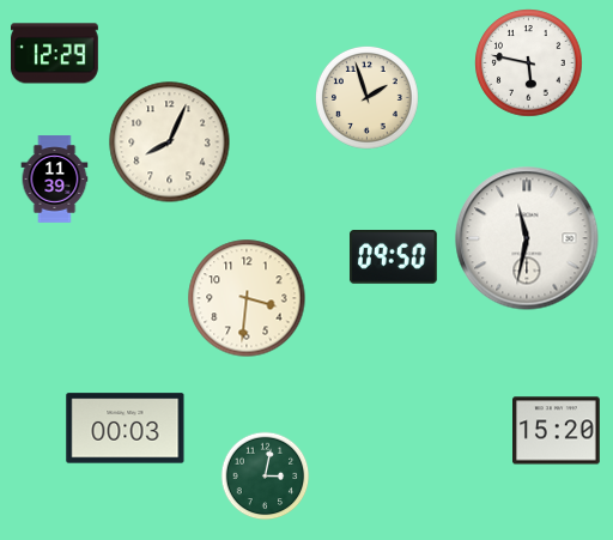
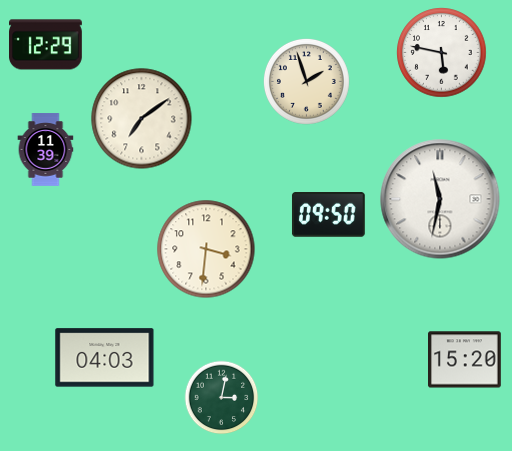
clock at (170, 142): 8:04 -> 7:09
clock at (126, 429): 00:03 -> 04:03
